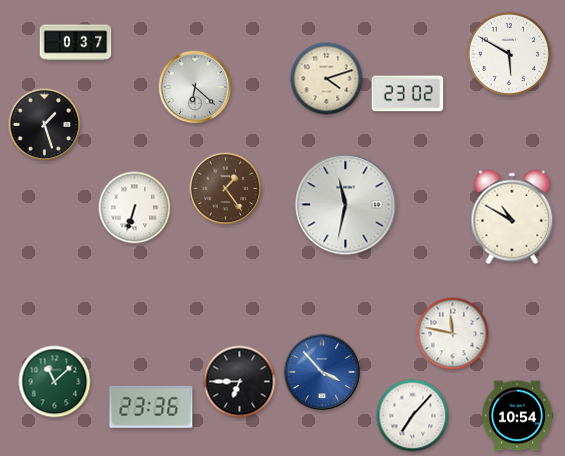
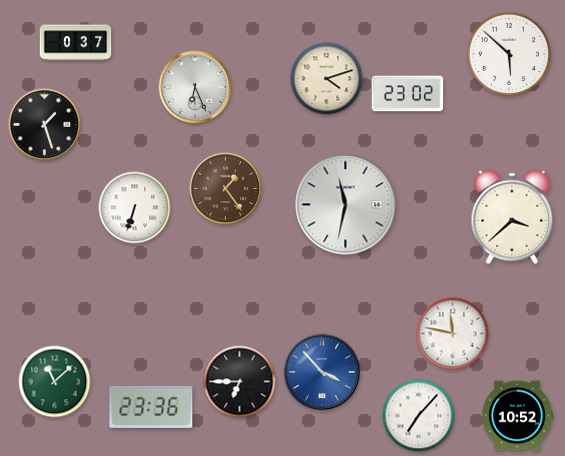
clock at (508, 53): 5:50 -> 5:52
clock at (195, 87): 6:22 -> 6:26
clock at (512, 217): 10:50 -> 3:38
clock at (413, 416) position: (413, 416) -> (419, 416)
clock at (517, 416): 10:54 -> 10:52
